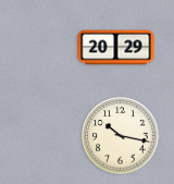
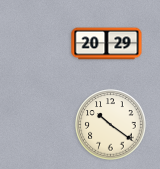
clock at (121, 136): 10:17 -> 10:21
